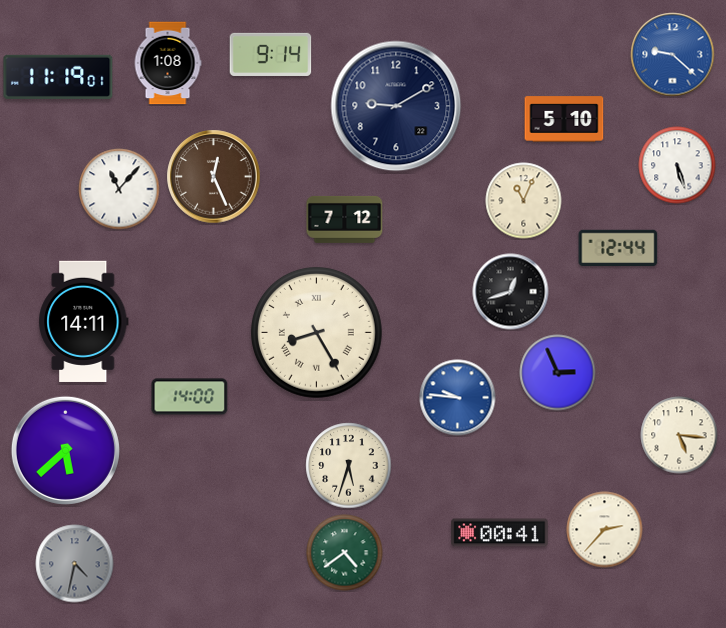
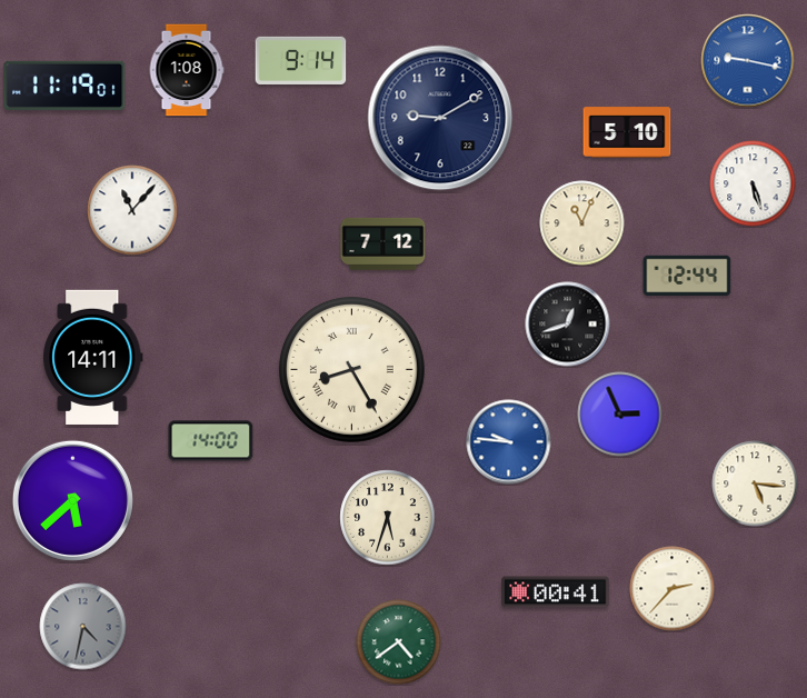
clock at (673, 55): 9:22 -> 9:17
clock at (214, 177): 12:26 -> none
clock at (345, 553) position: (345, 553) -> (399, 642)
